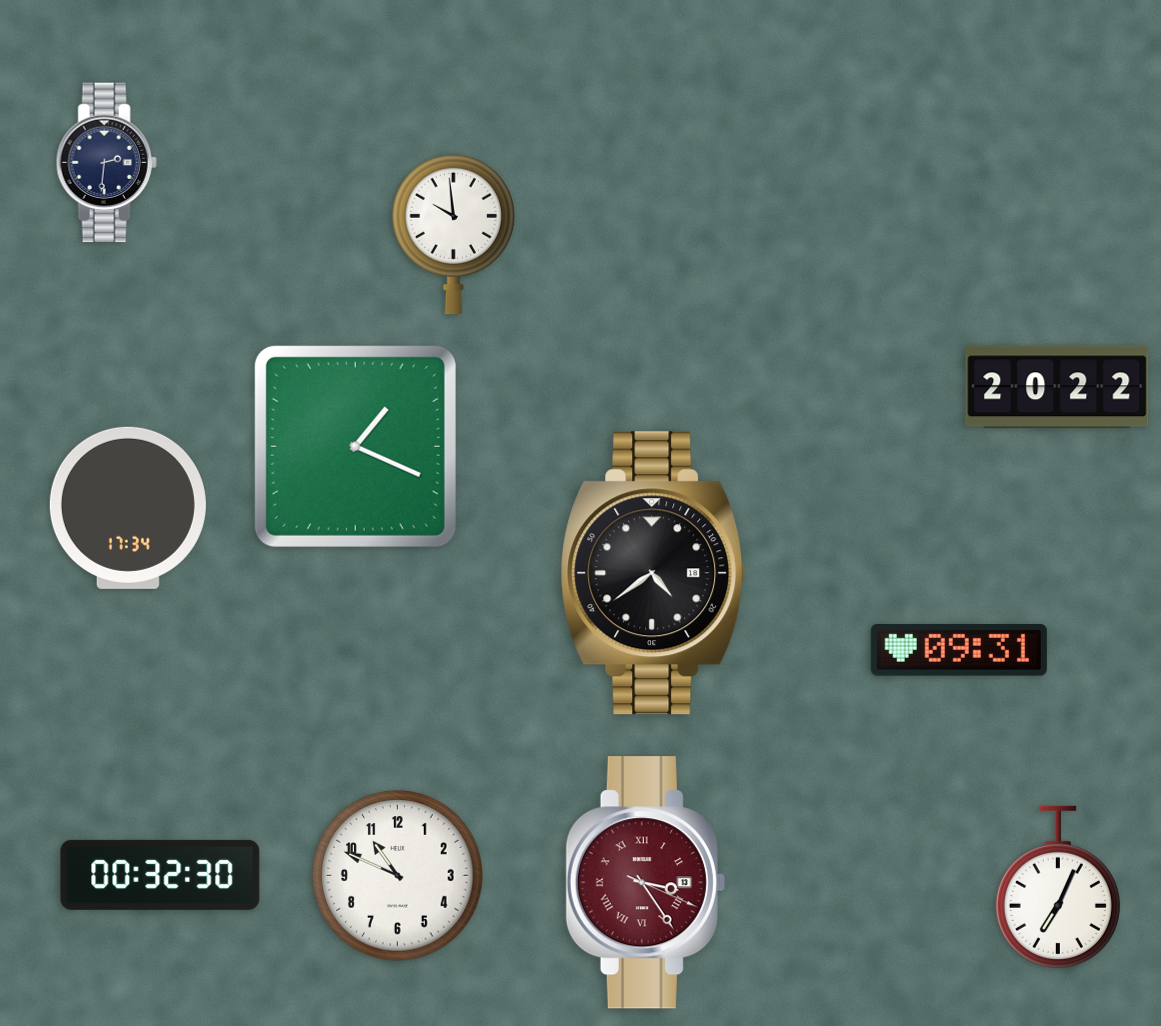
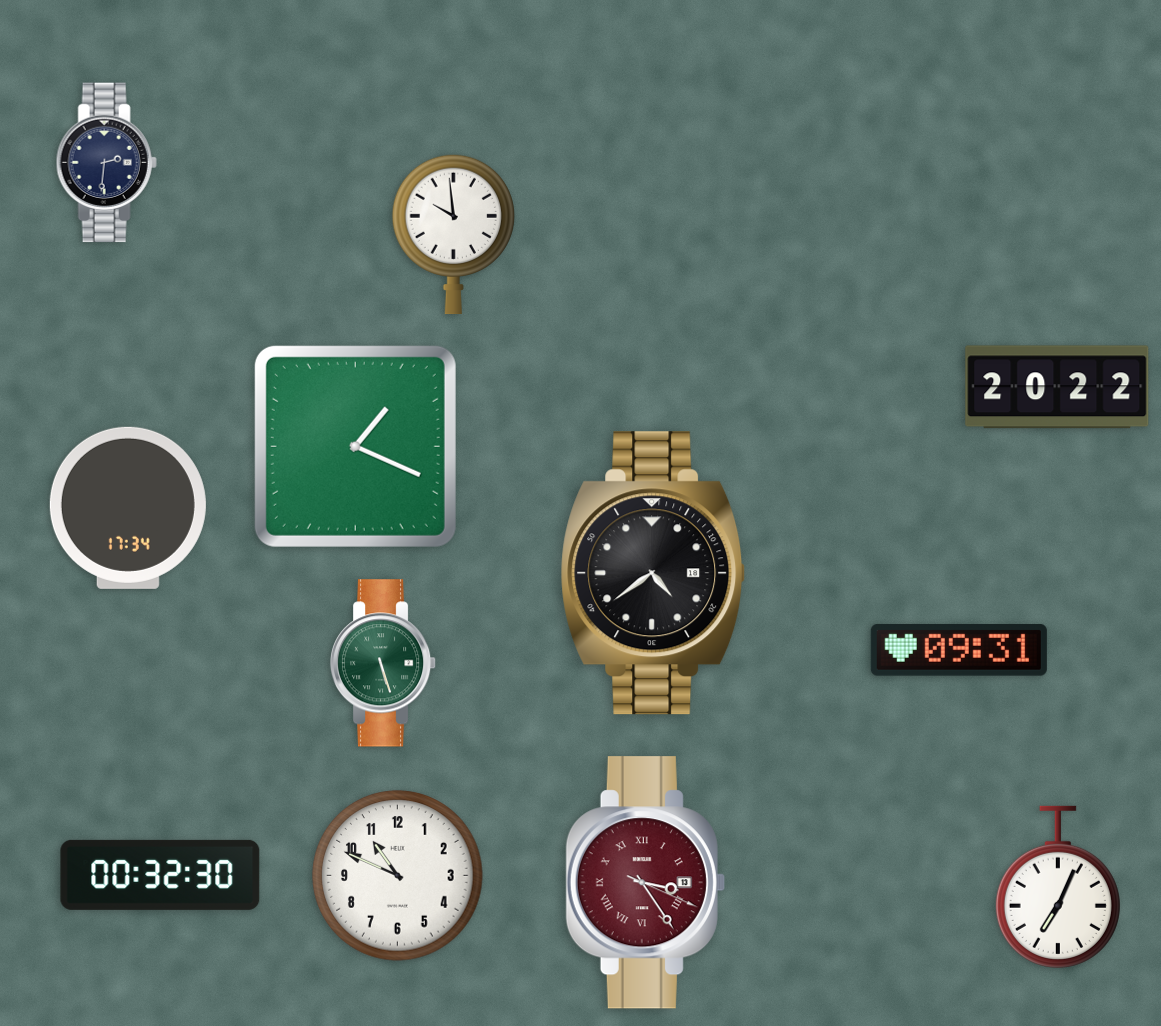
clock at (383, 663): none -> 5:27
